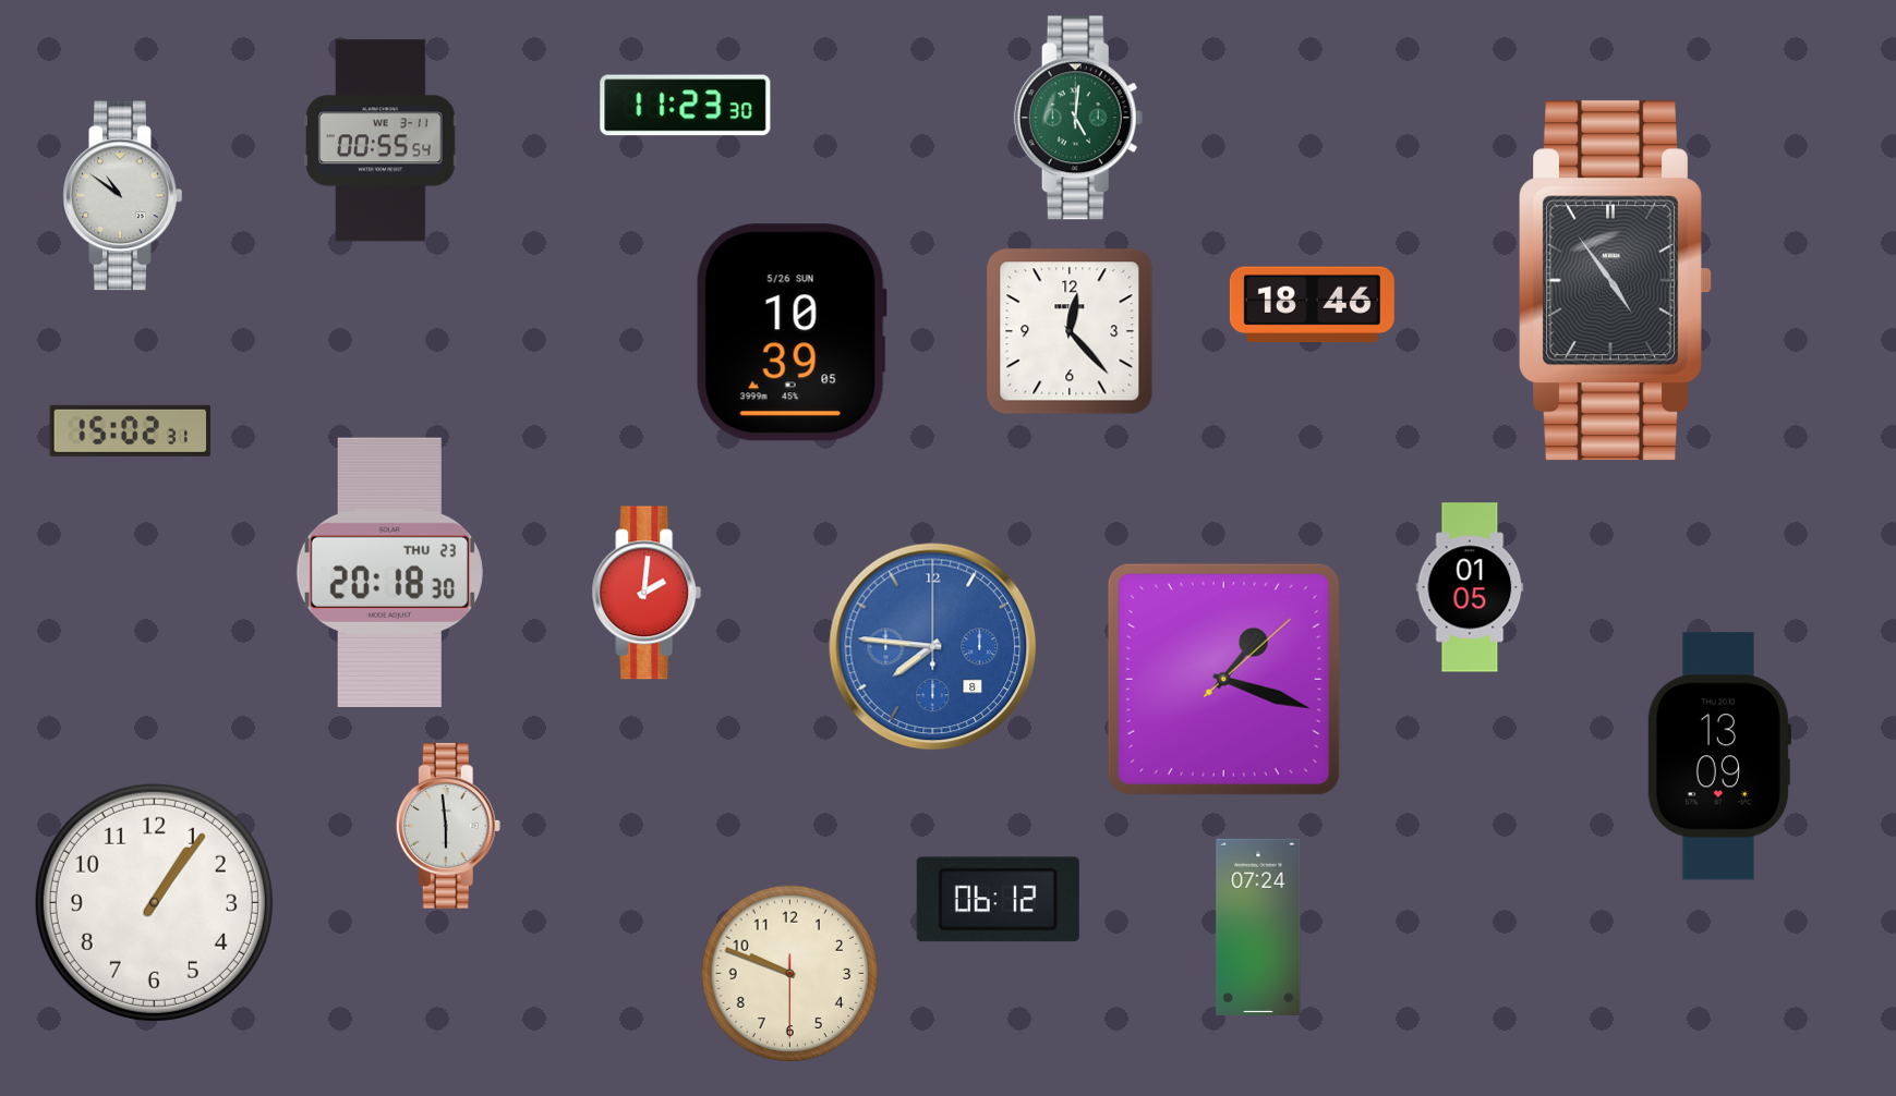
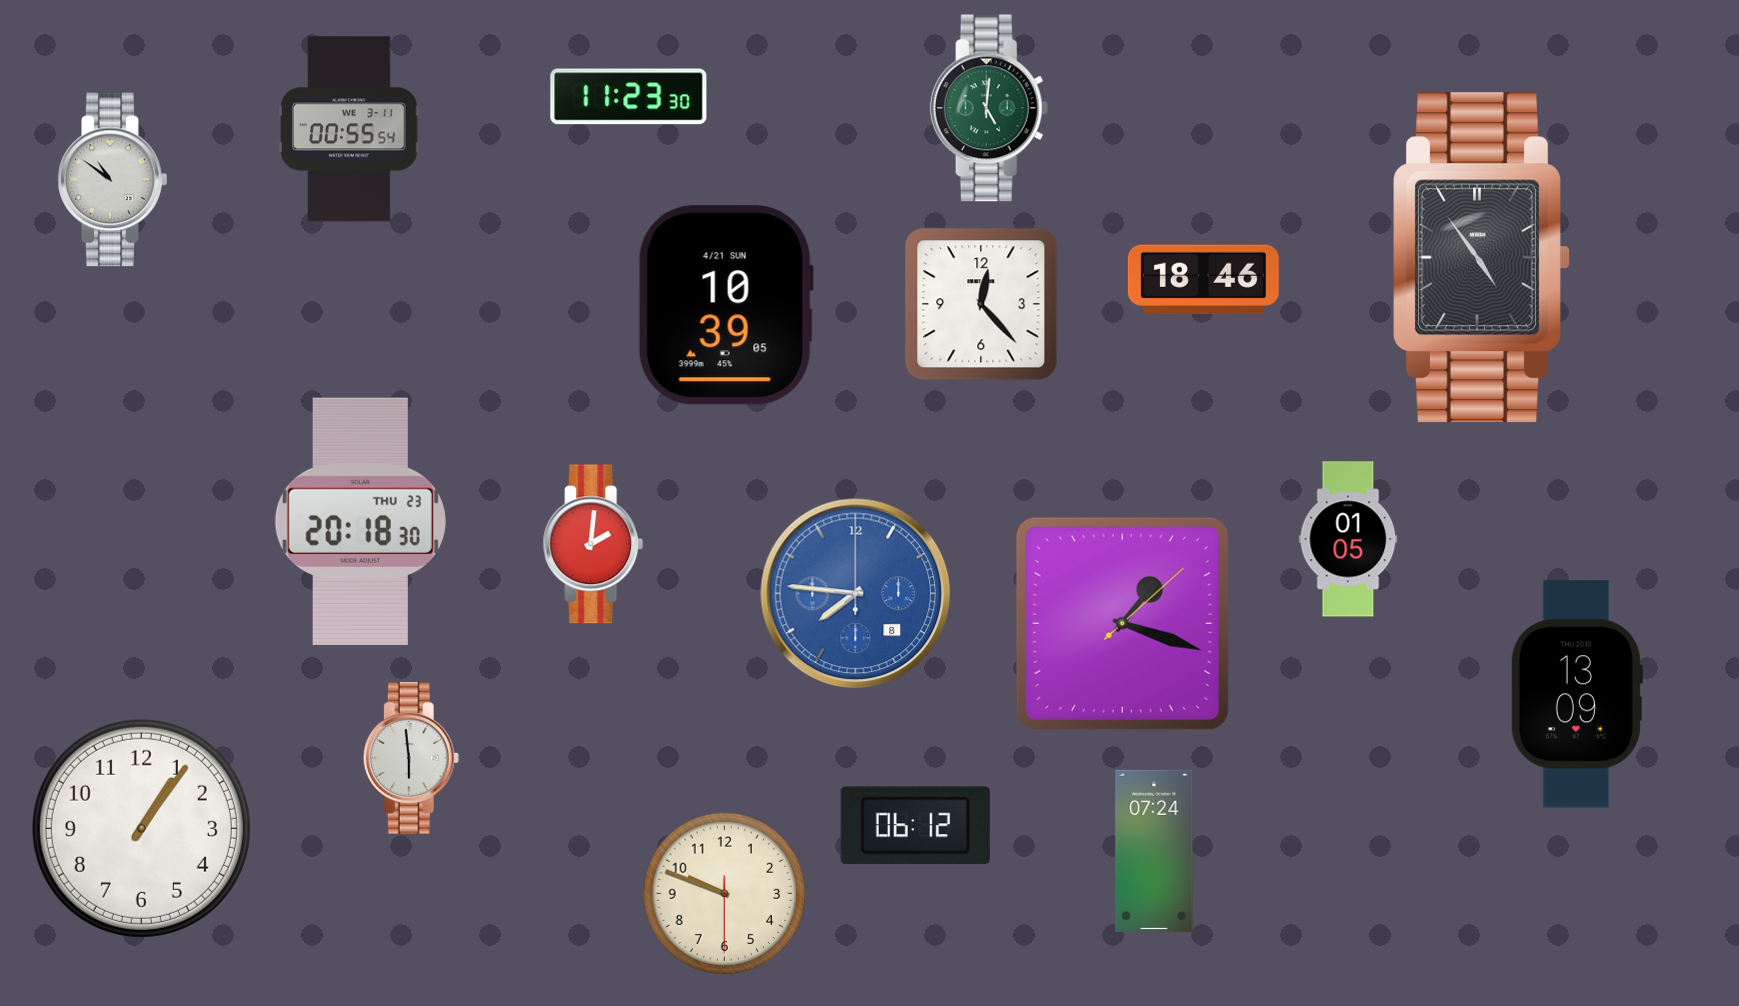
clock at (792, 332) date: 5/26 SUN -> 4/21 SUN
clock at (130, 430): 15:02 -> none
clock at (389, 572) position: (389, 572) -> (360, 521)
